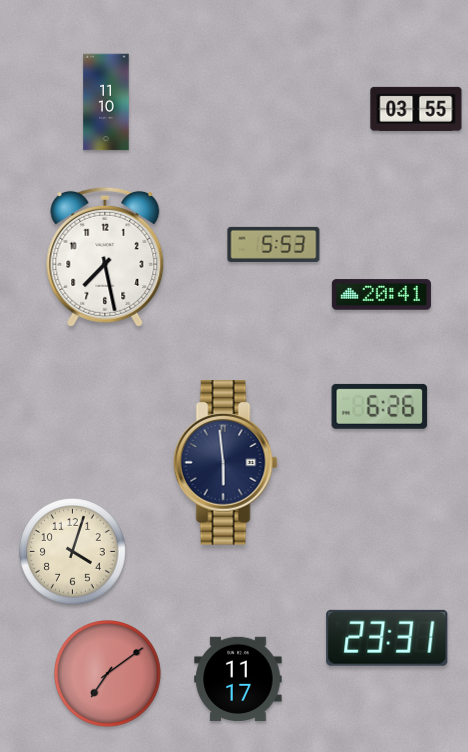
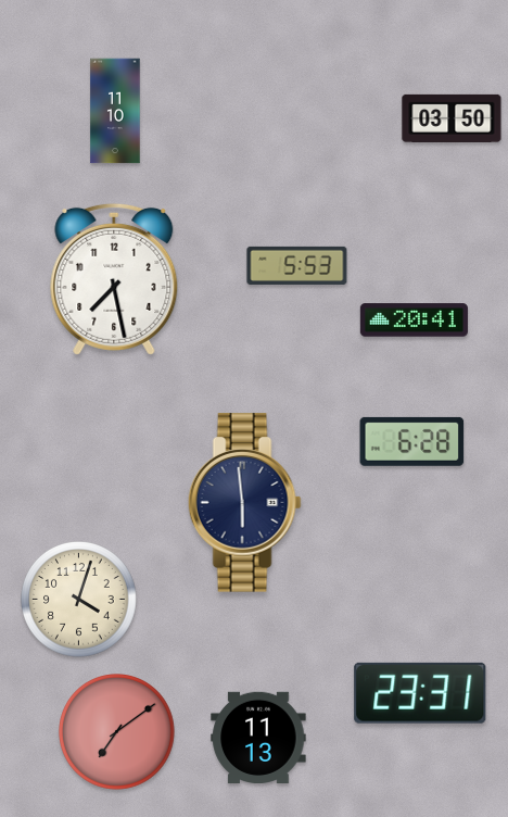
clock at (416, 109): 03:55 -> 03:50
clock at (380, 406): 6:26 -> 6:28
clock at (238, 678): 11:17 -> 11:13
